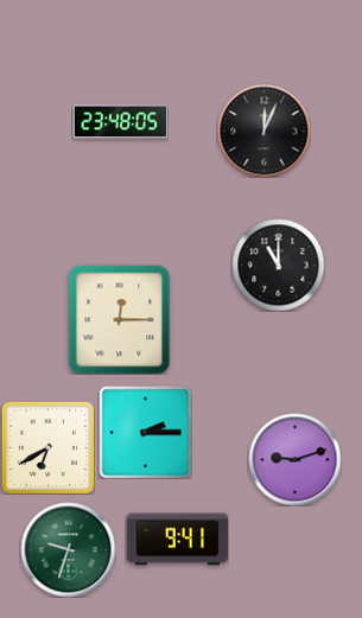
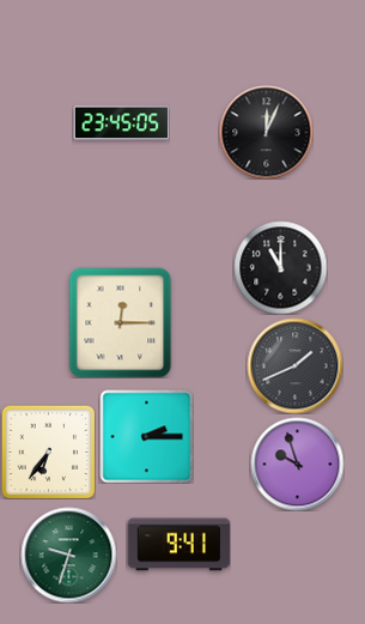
clock at (120, 122): 23:48 -> 23:45
clock at (294, 365): none -> 1:41
clock at (47, 447): 6:40 -> 6:36
clock at (294, 459): 9:12 -> 9:57
